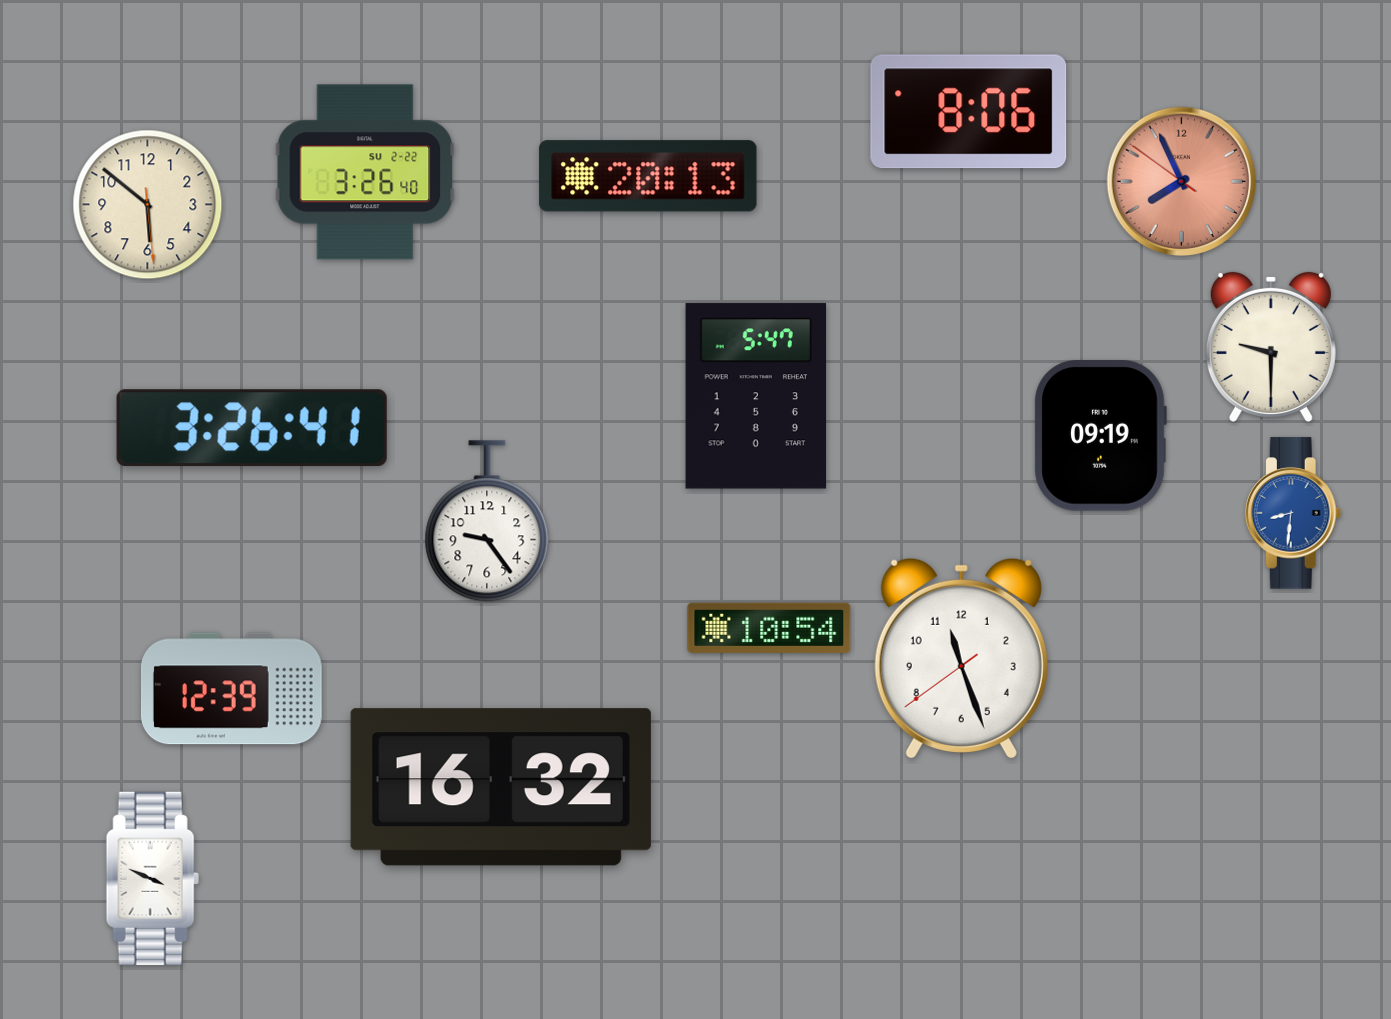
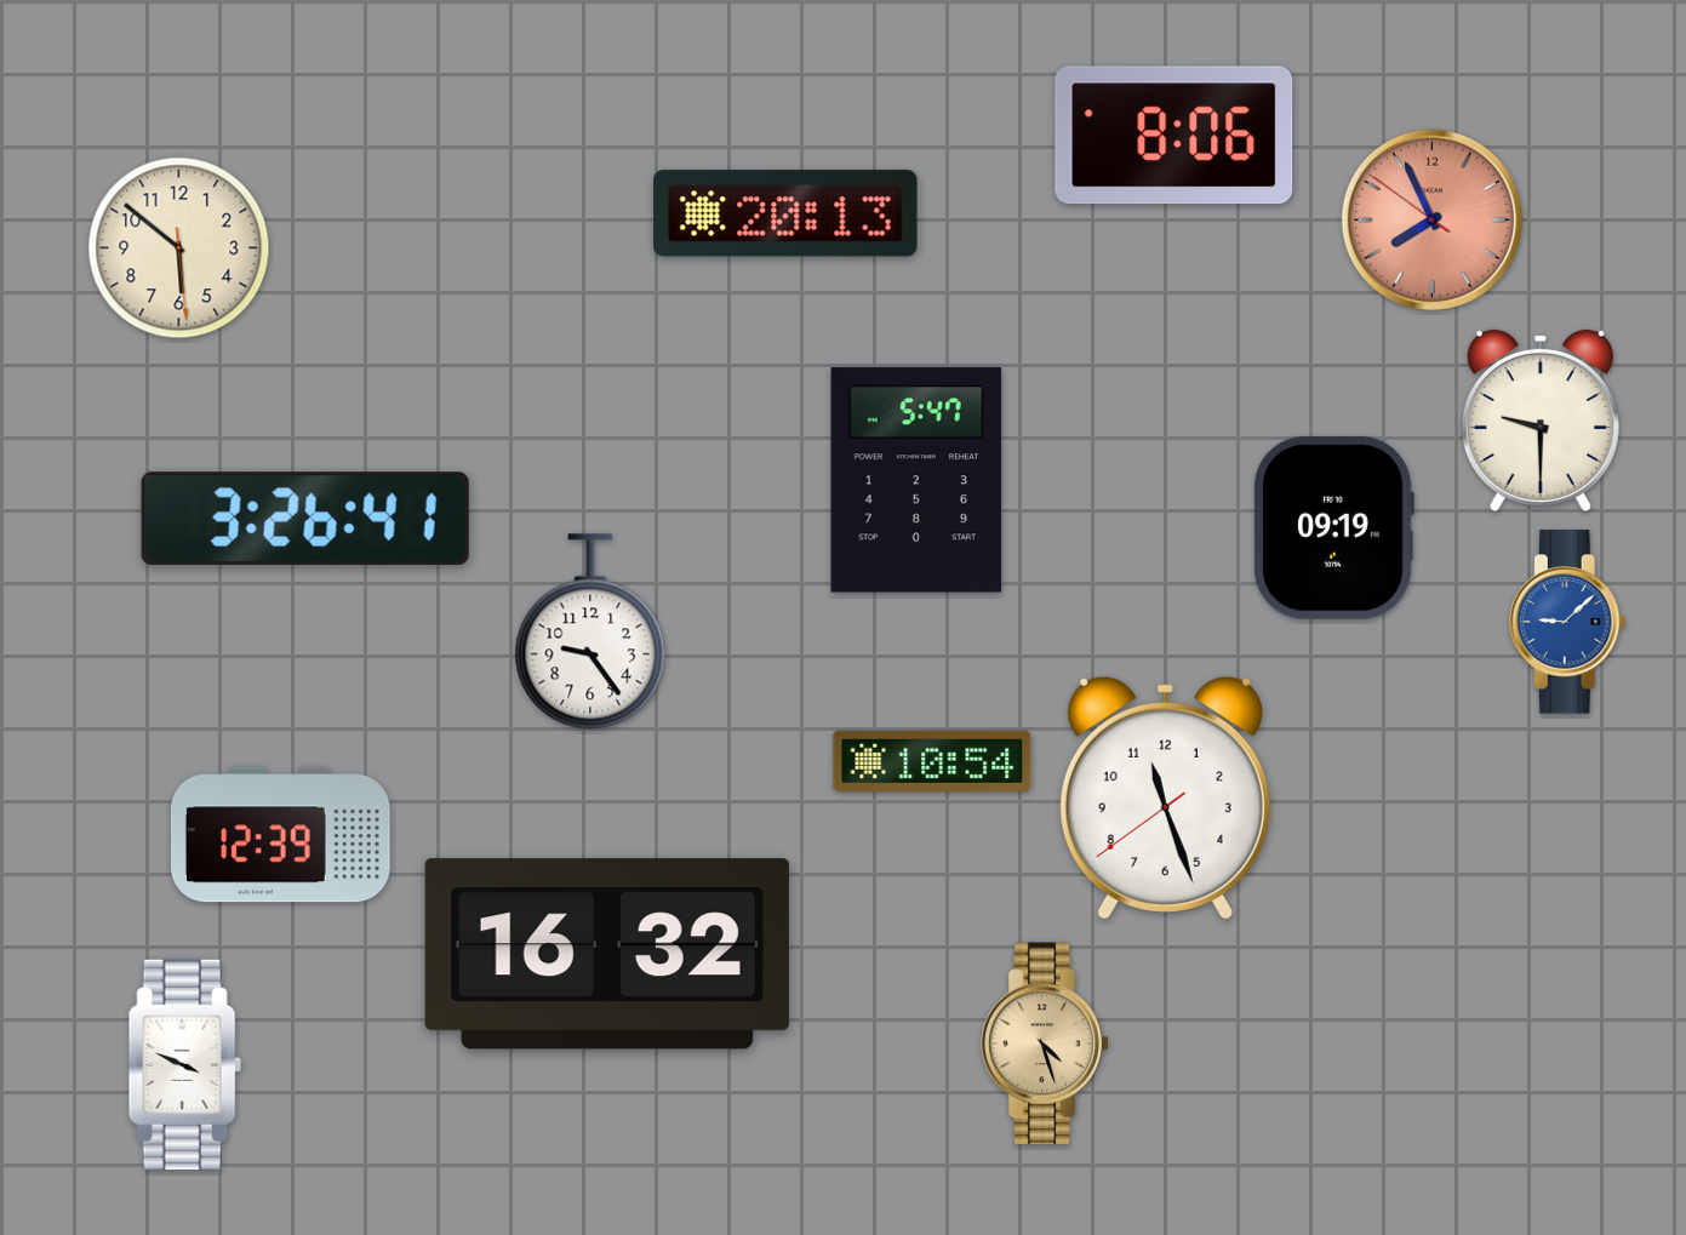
clock at (365, 172): 3:26 -> none
clock at (1293, 513): 8:31 -> 9:08
clock at (1045, 1044): none -> 4:27
